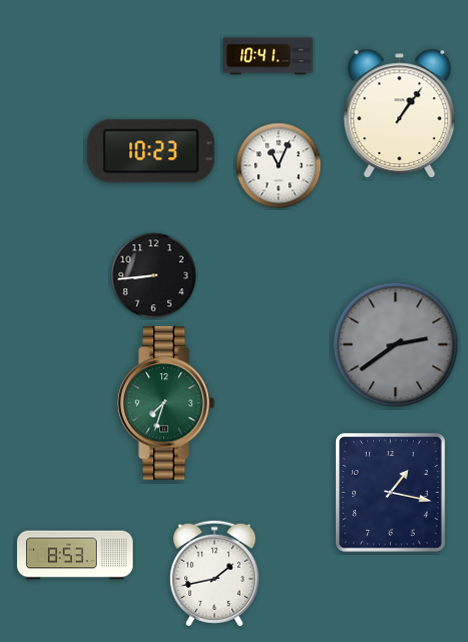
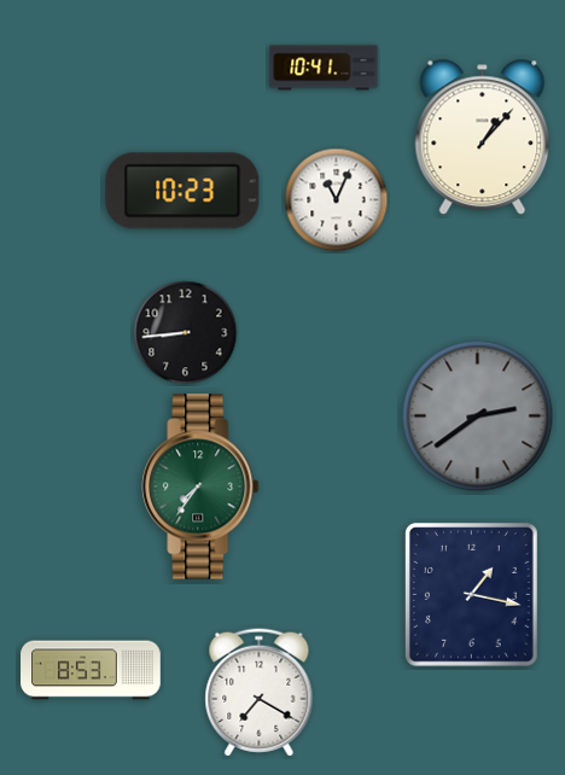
clock at (400, 114): 1:06 -> 1:07
clock at (151, 151) position: (151, 151) -> (182, 191)
clock at (166, 403): 7:33 -> 7:36
clock at (215, 574): 1:43 -> 7:20
